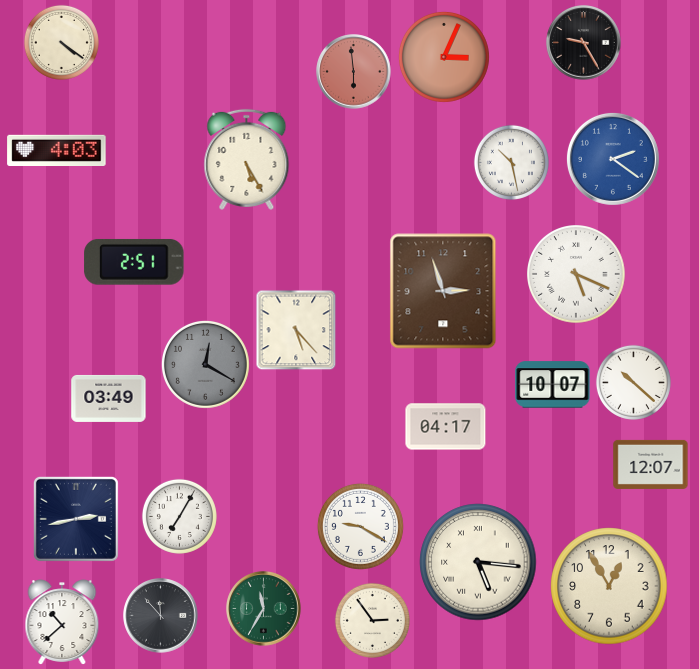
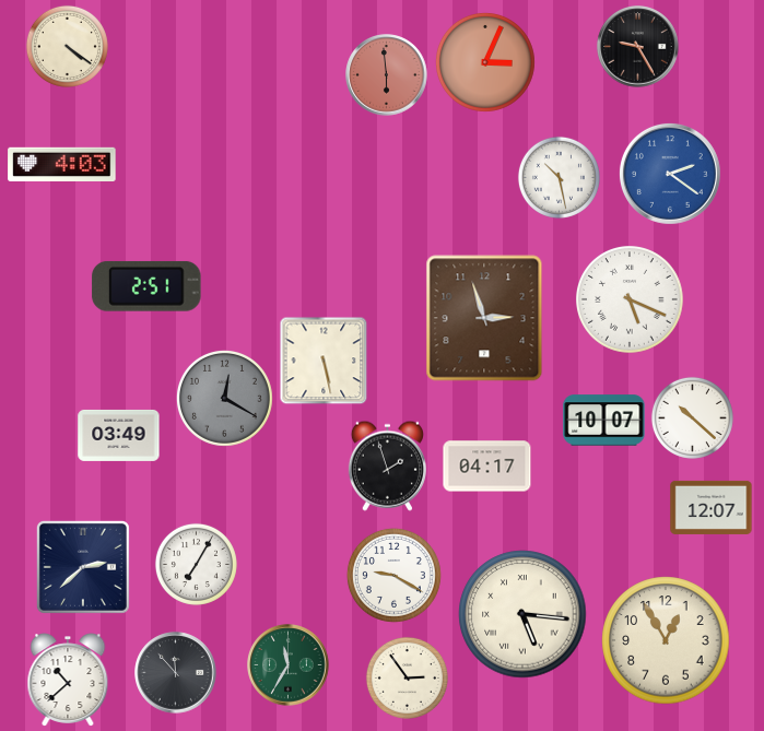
clock at (354, 72) position: (354, 72) -> (387, 75)
clock at (247, 159): 5:25 -> none
clock at (296, 330): 5:23 -> 5:28
clock at (387, 465): none -> 1:57
clock at (76, 519): 2:43 -> 2:38
